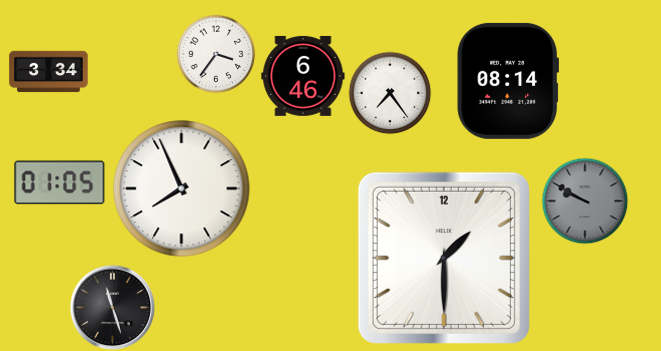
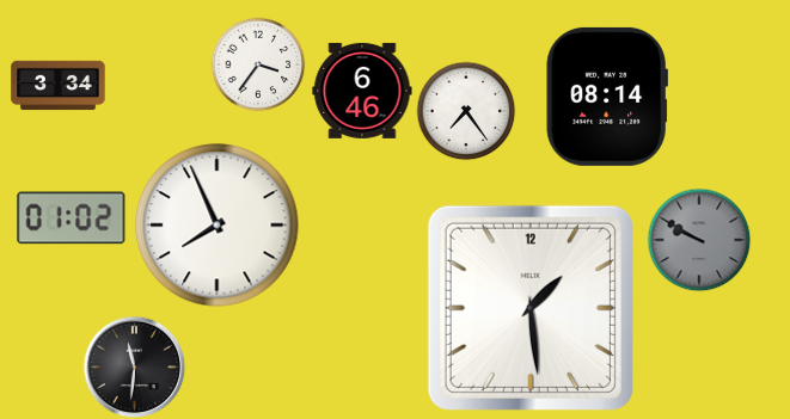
clock at (60, 183): 01:05 -> 01:02
clock at (444, 258): 1:30 -> 1:29
clock at (112, 307): 11:27 -> 11:31
